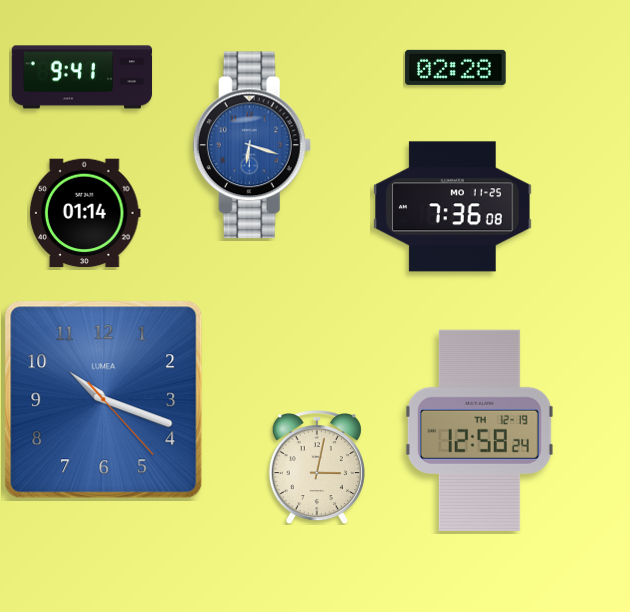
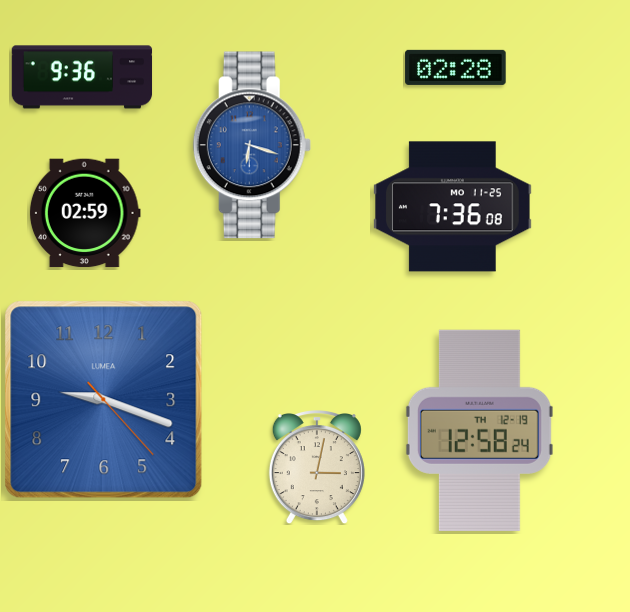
clock at (82, 77): 9:41 -> 9:36
clock at (85, 213): 01:14 -> 02:59
clock at (104, 400): 10:18 -> 9:18
